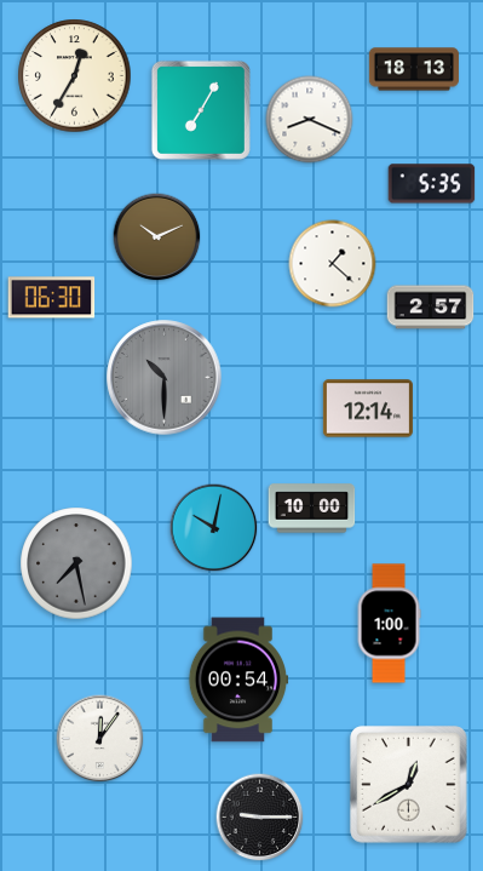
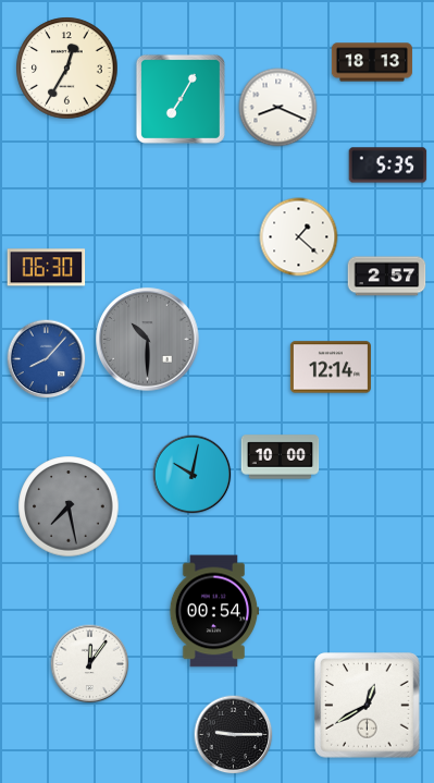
clock at (157, 237): 10:11 -> none
clock at (47, 359): none -> 8:07
clock at (389, 624): 1:00 -> none
